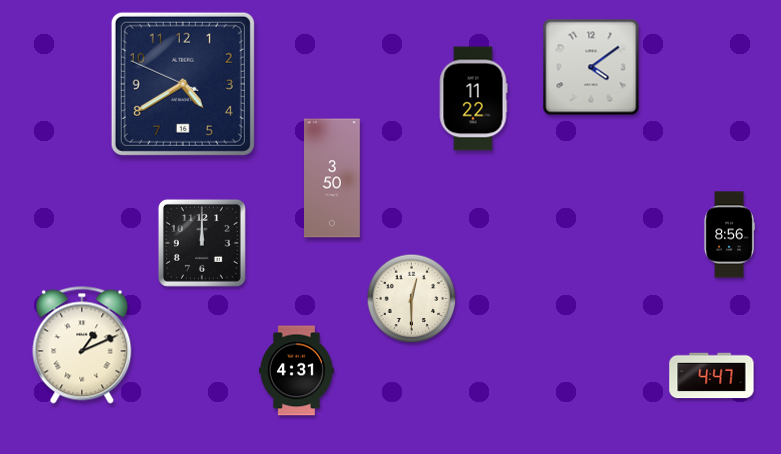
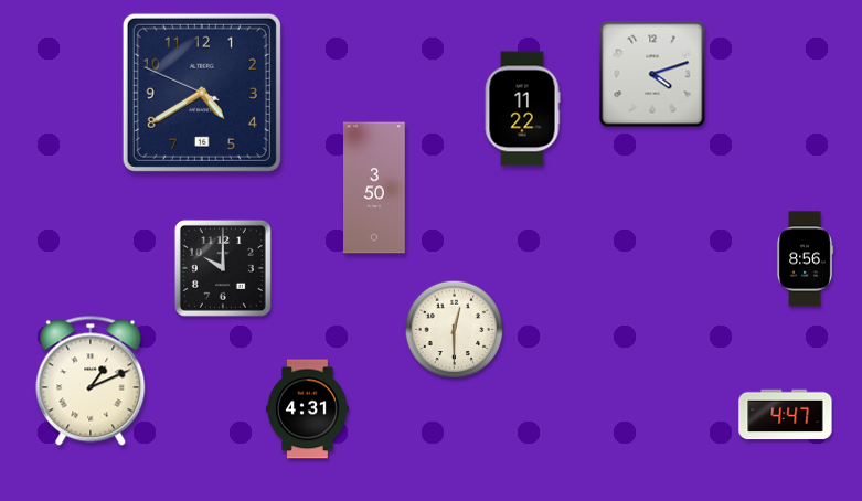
clock at (591, 67): 4:09 -> 4:12
clock at (333, 178) position: (333, 178) -> (375, 188)
clock at (202, 243): 12:00 -> 10:00
clock at (296, 371) position: (296, 371) -> (307, 409)
